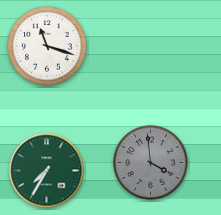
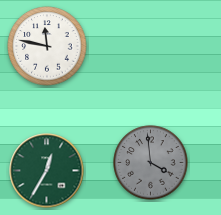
clock at (47, 46): 11:18 -> 11:47
clock at (47, 171): 7:35 -> 12:35
